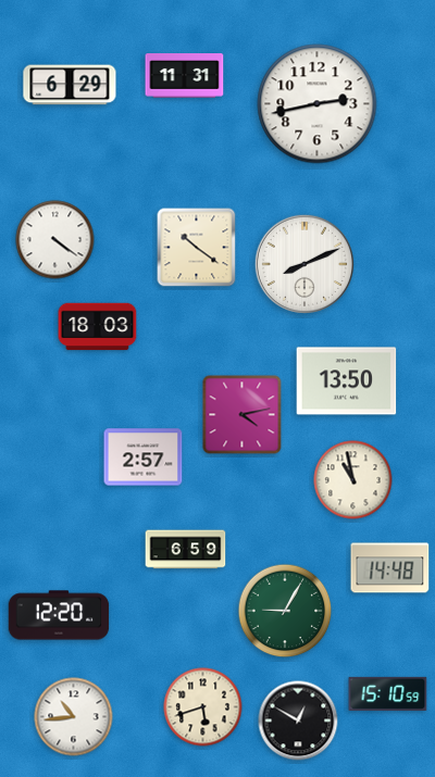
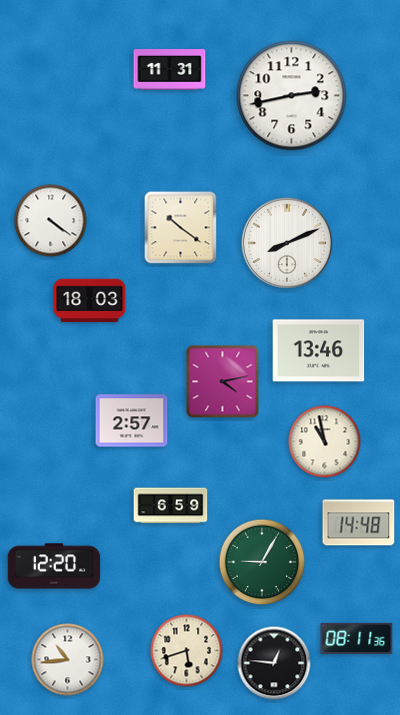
clock at (70, 85): 6:29 -> none
clock at (303, 263) position: (303, 263) -> (286, 242)
clock at (347, 381): 13:50 -> 13:46
clock at (388, 693): 15:10 -> 08:11
clock at (298, 720): 12:50 -> 12:46
